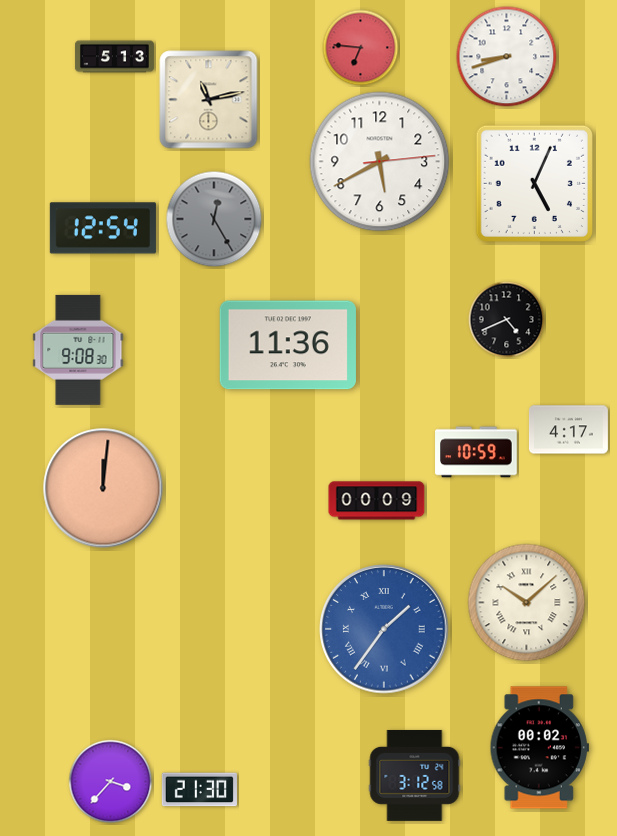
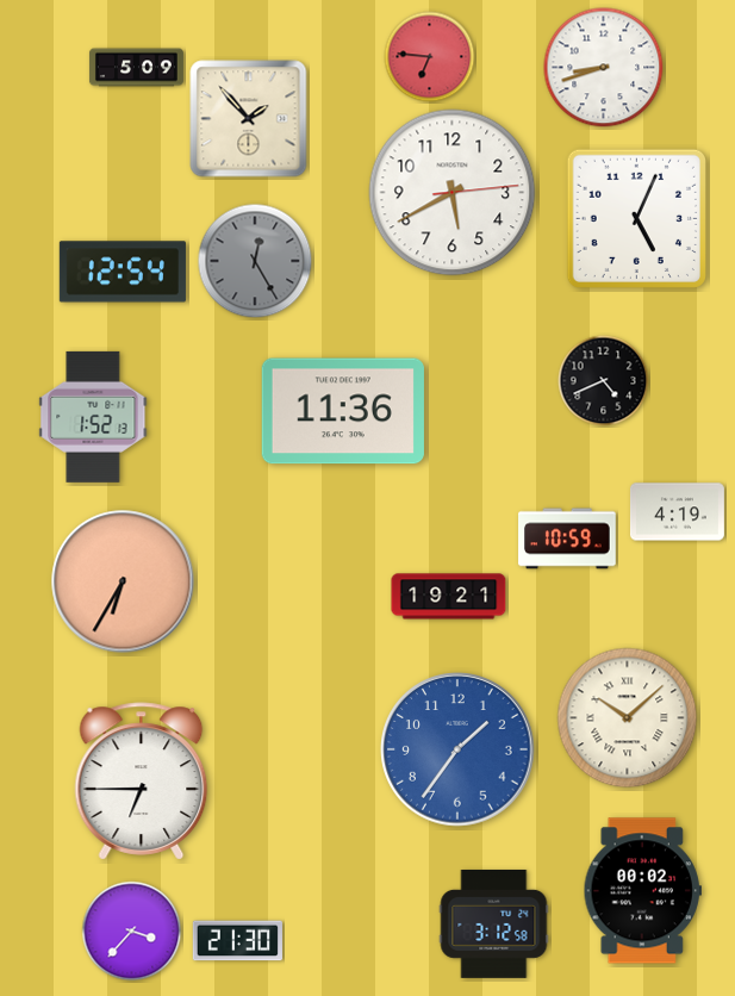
clock at (115, 57): 5:13 -> 5:09
clock at (209, 100): 11:13 -> 1:53
clock at (78, 350): 9:08 -> 1:52
clock at (568, 430): 4:17 -> 4:19
clock at (103, 488): 12:01 -> 6:35
clock at (377, 501): 00:09 -> 19:21
clock at (384, 629) numerals: Roman -> Arabic
clock at (142, 782): none -> 6:45
